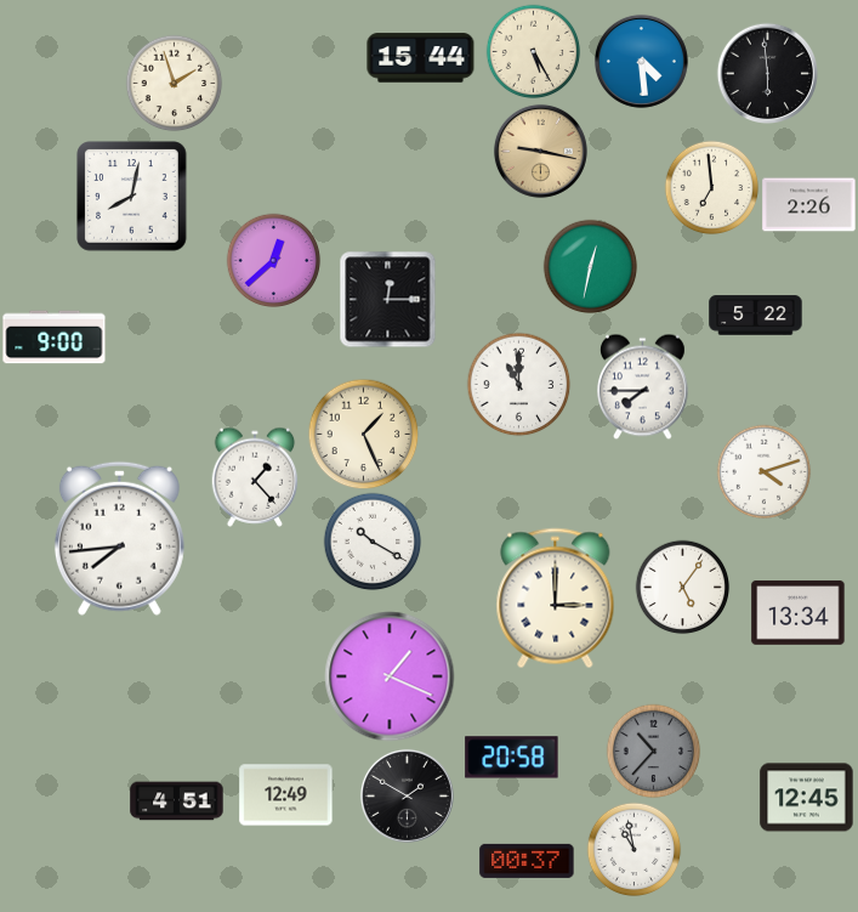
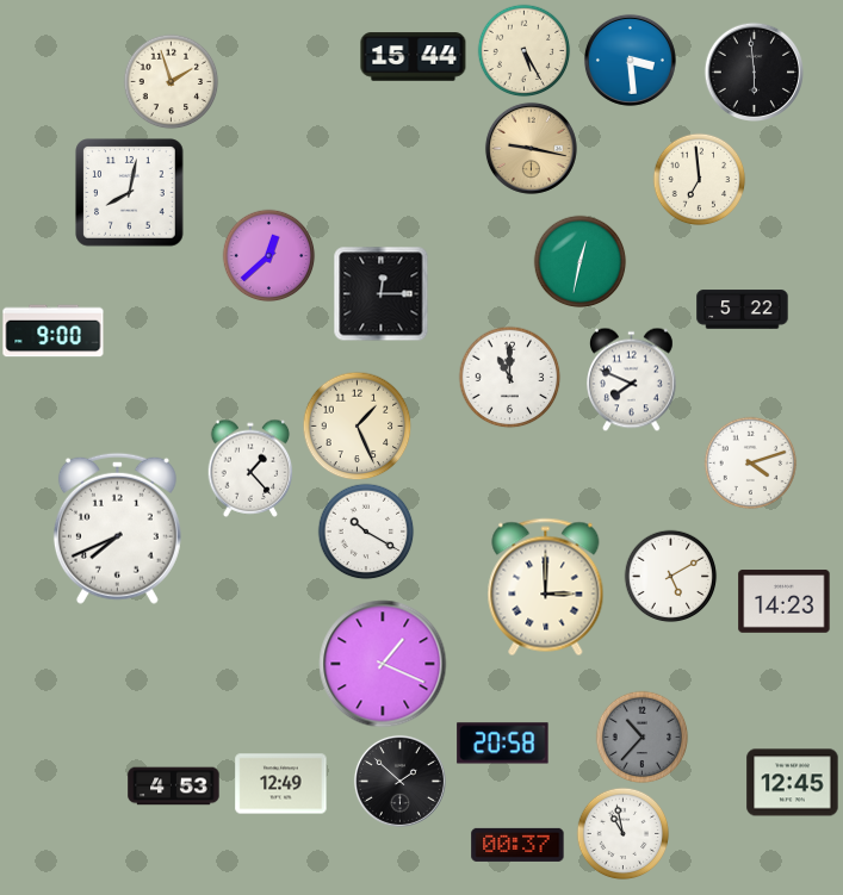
clock at (641, 61): 4:29 -> 3:29
clock at (711, 187) position: (711, 187) -> (699, 179)
clock at (809, 205): 2:26 -> none
clock at (643, 386): 7:45 -> 7:49
clock at (119, 538): 7:44 -> 7:41
clock at (682, 587): 5:06 -> 5:10
clock at (799, 613): 13:34 -> 14:23
clock at (286, 795) position: (286, 795) -> (281, 784)
clock at (407, 795): 1:50 -> 1:52
clock at (177, 801): 4:51 -> 4:53
